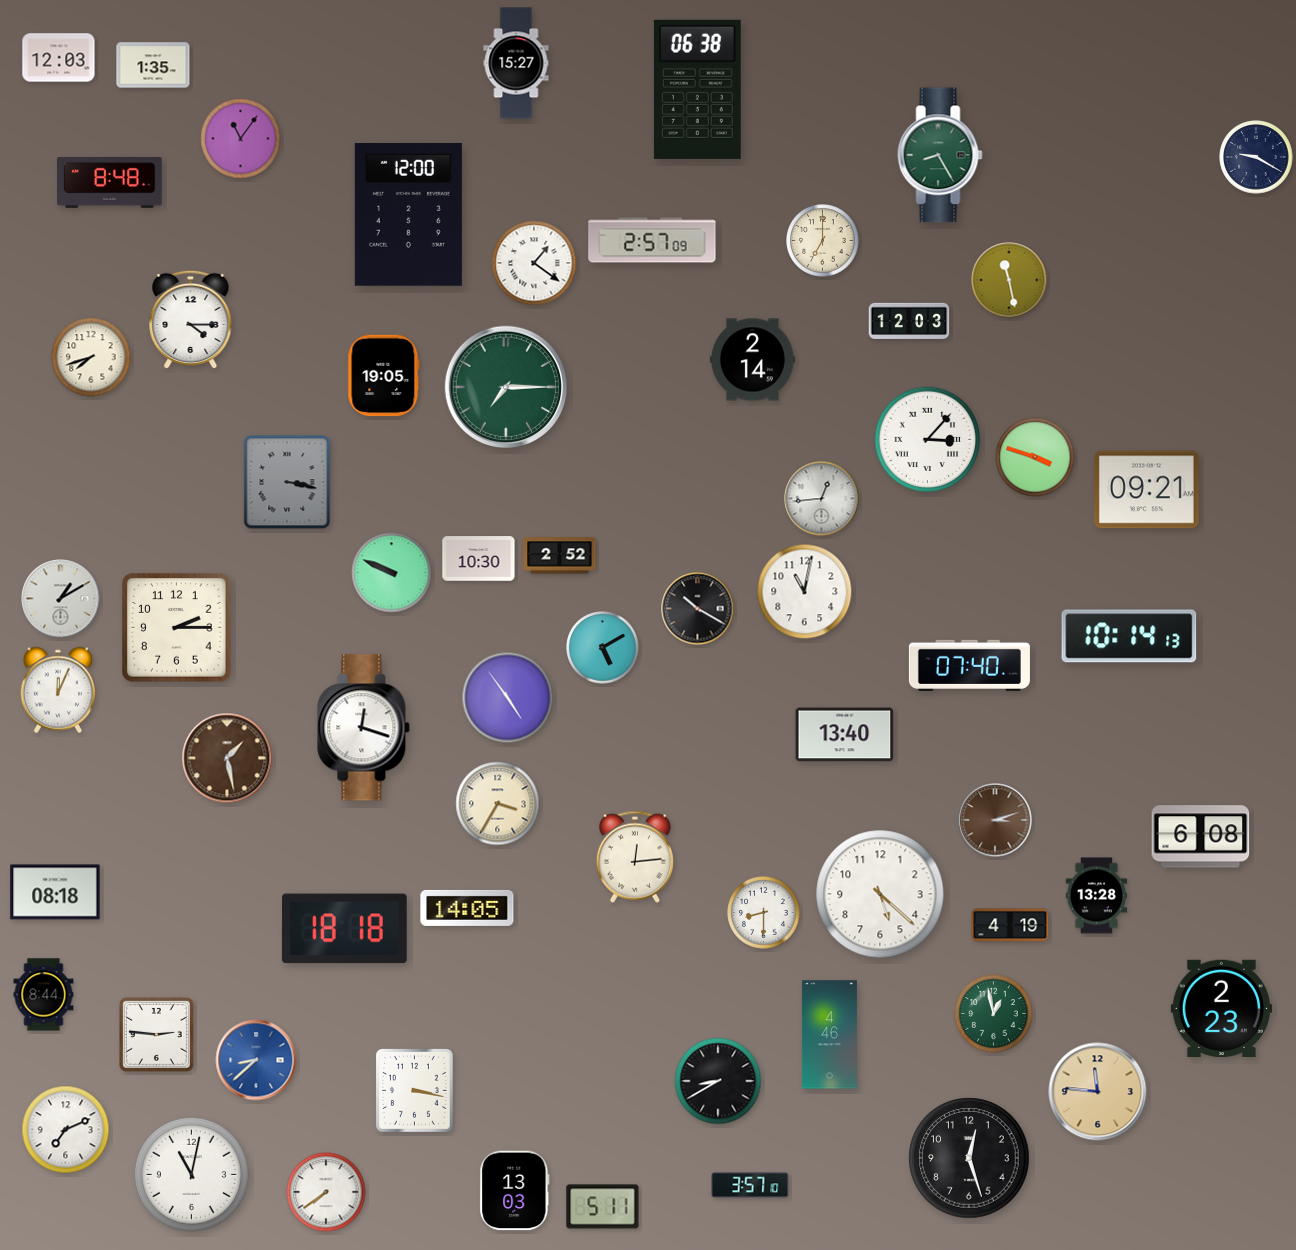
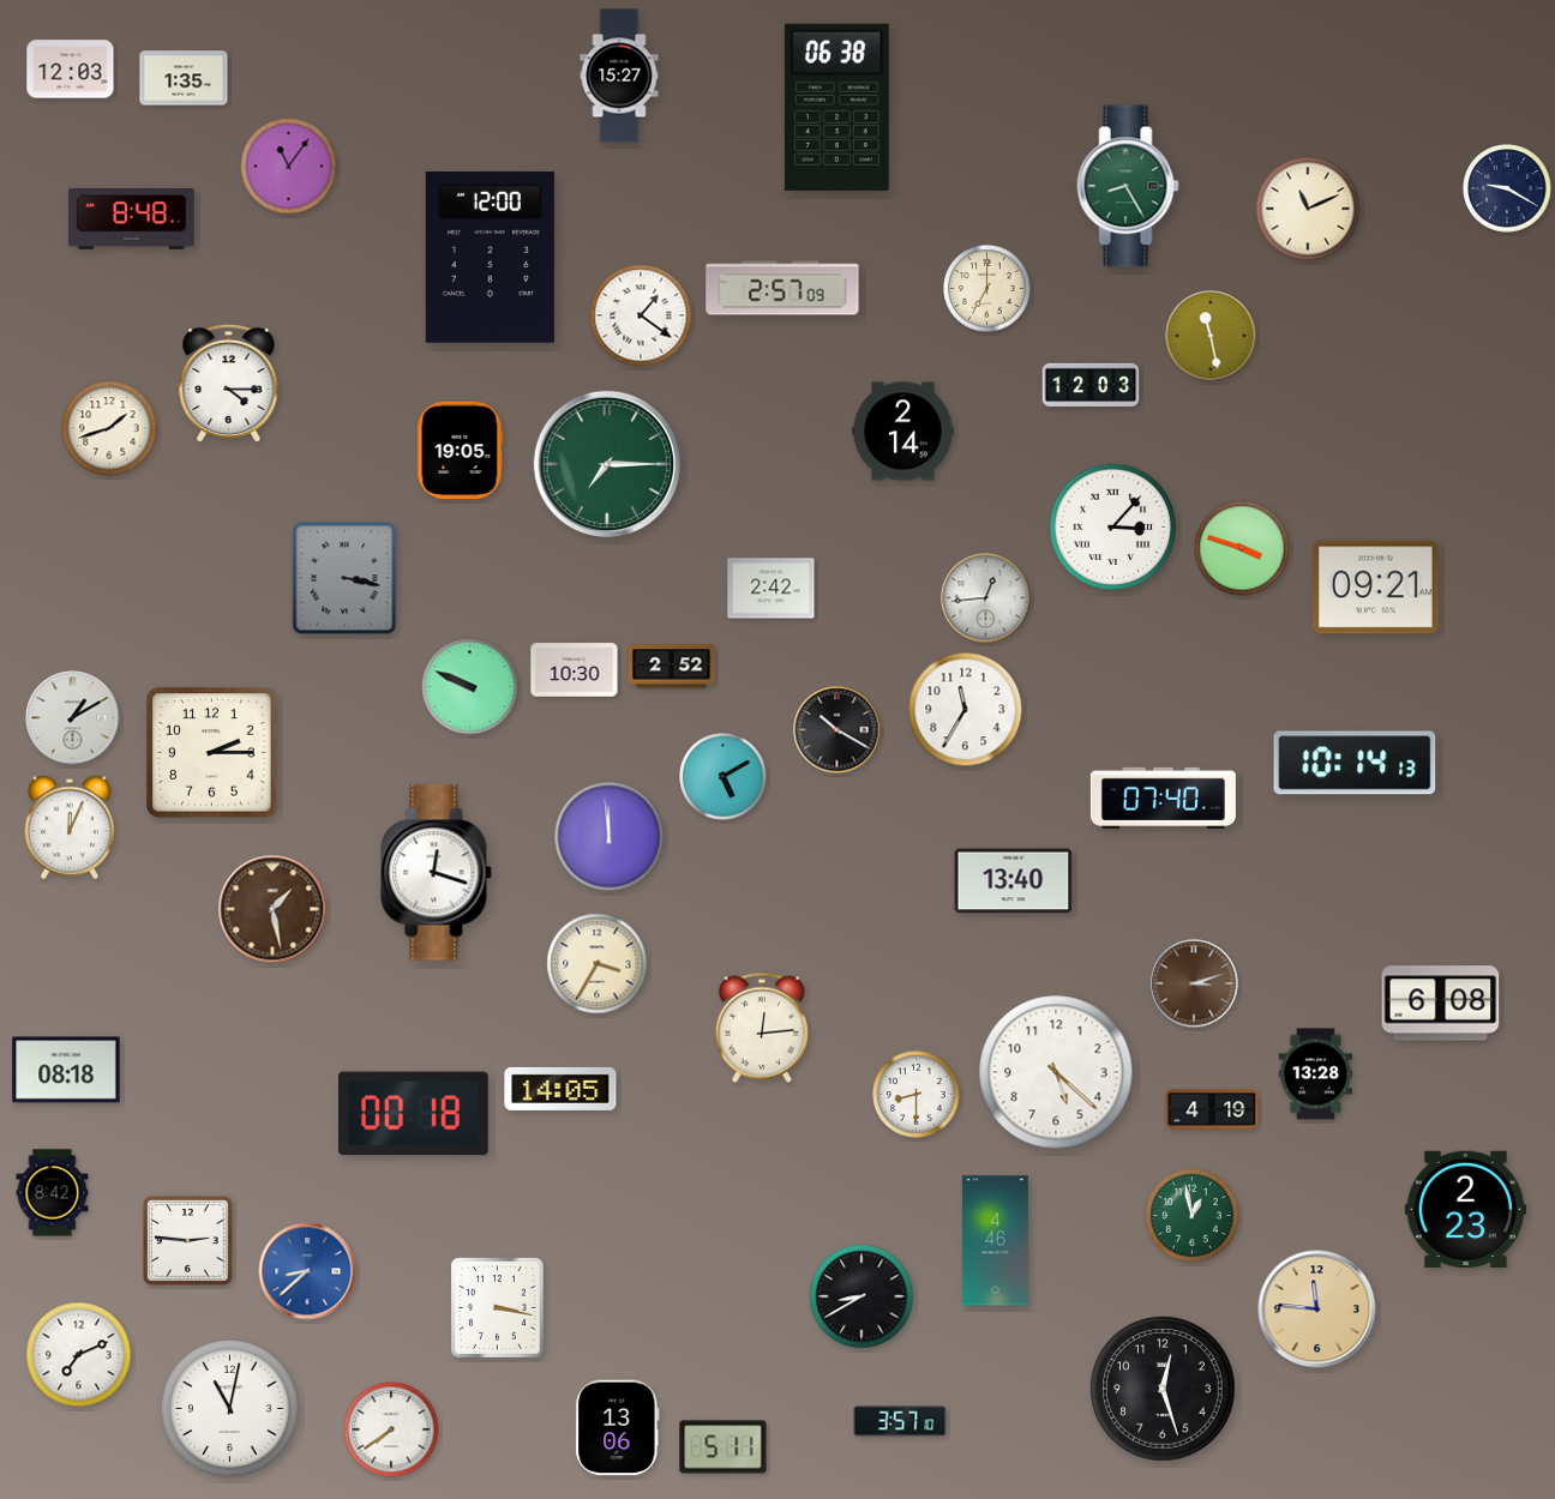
clock at (1308, 209): none -> 11:11
clock at (91, 357): 7:42 -> 1:42
clock at (772, 589): none -> 2:42
clock at (805, 592): 11:02 -> 11:35
clock at (508, 698): 4:54 -> 11:59
clock at (345, 929): 18:18 -> 00:18
clock at (44, 995): 8:44 -> 8:42
clock at (515, 1191): 13:03 -> 13:06
